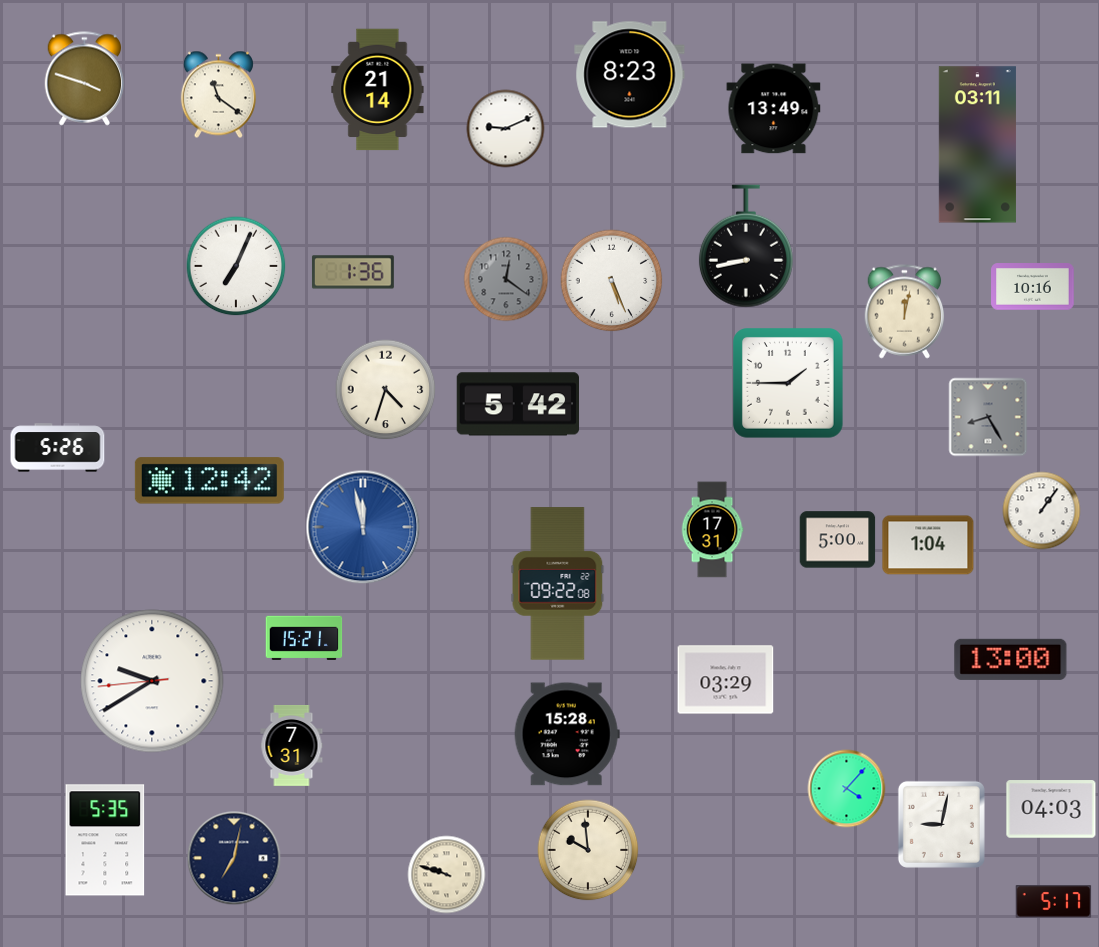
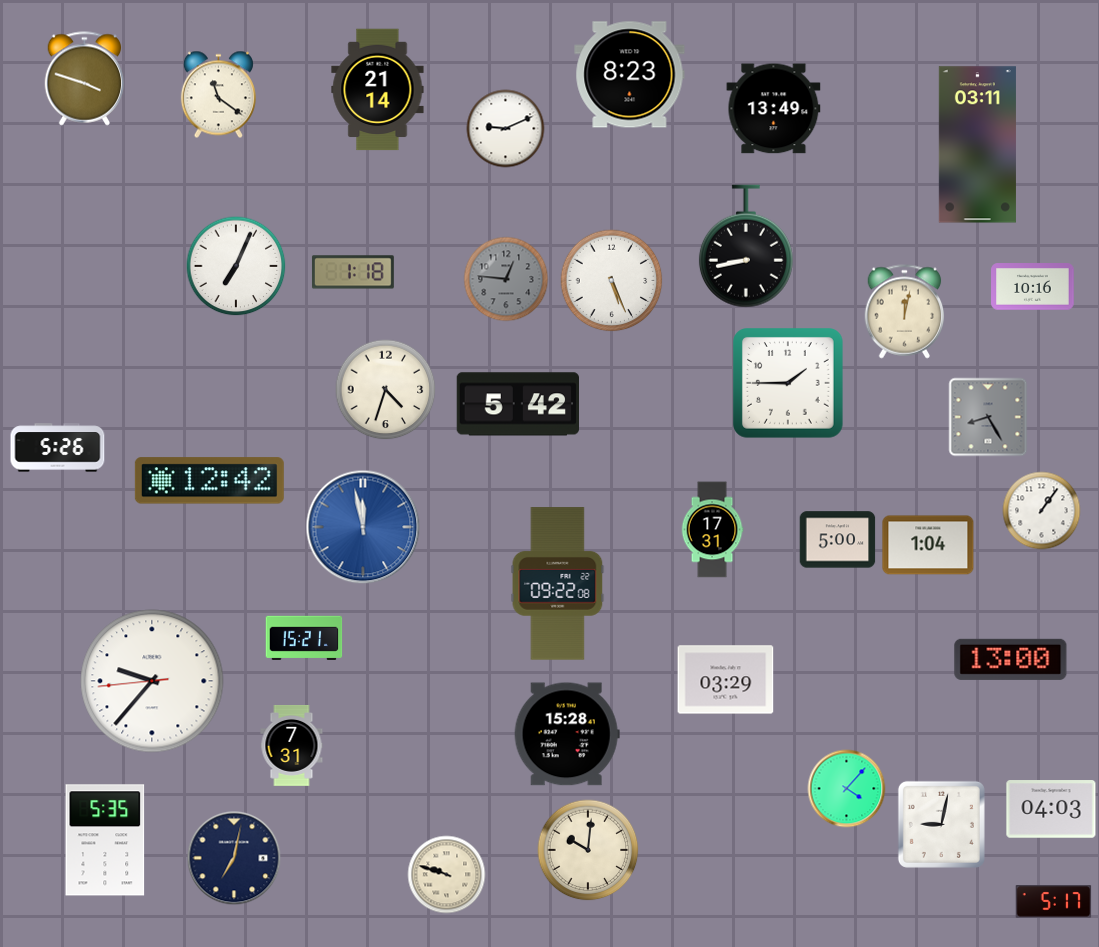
clock at (353, 272): 1:36 -> 1:18
clock at (506, 279): 12:21 -> 12:46
clock at (152, 681): 9:39 -> 9:36
clock at (588, 850): 9:59 -> 10:01
